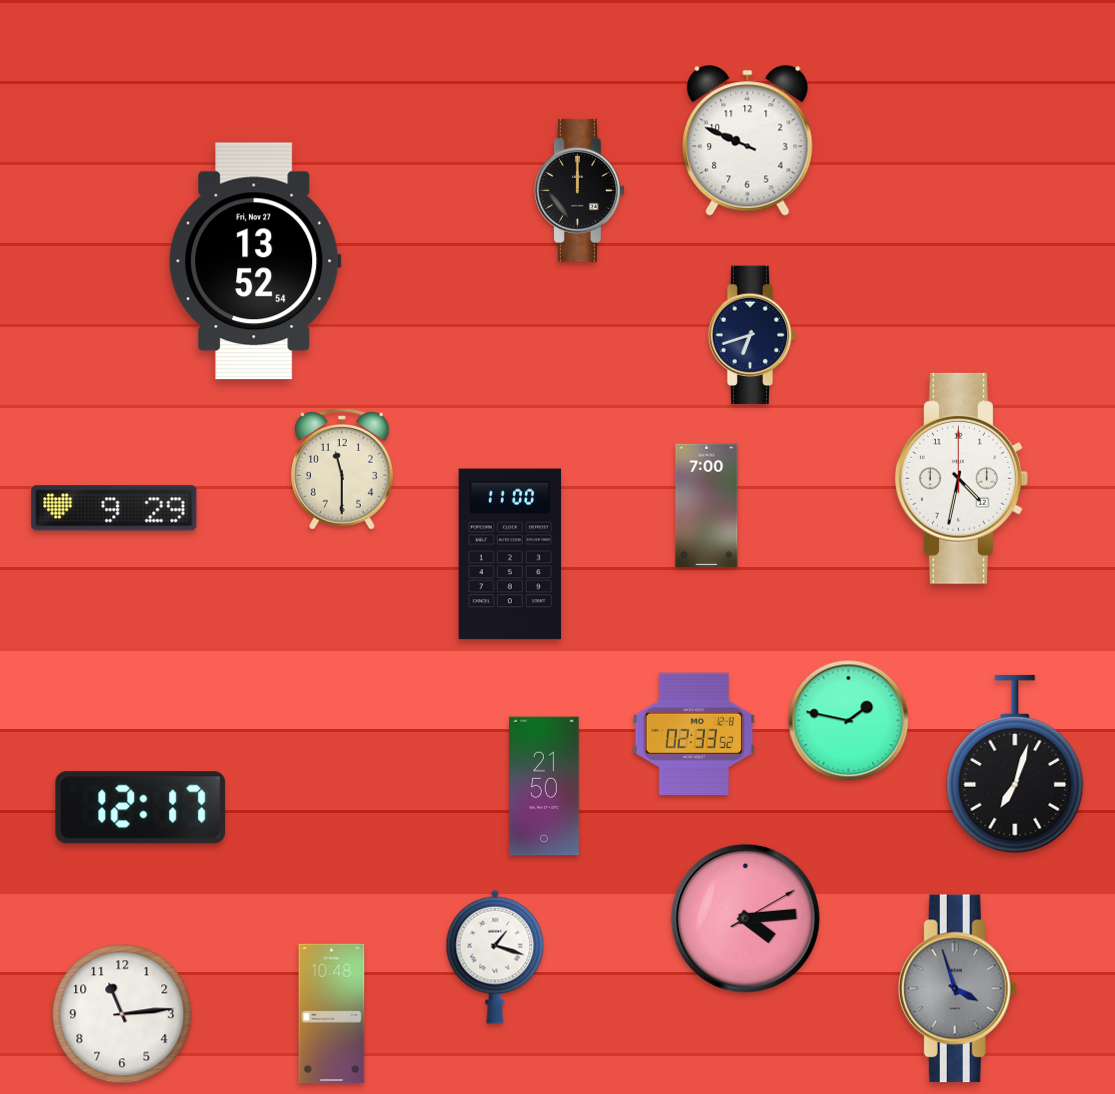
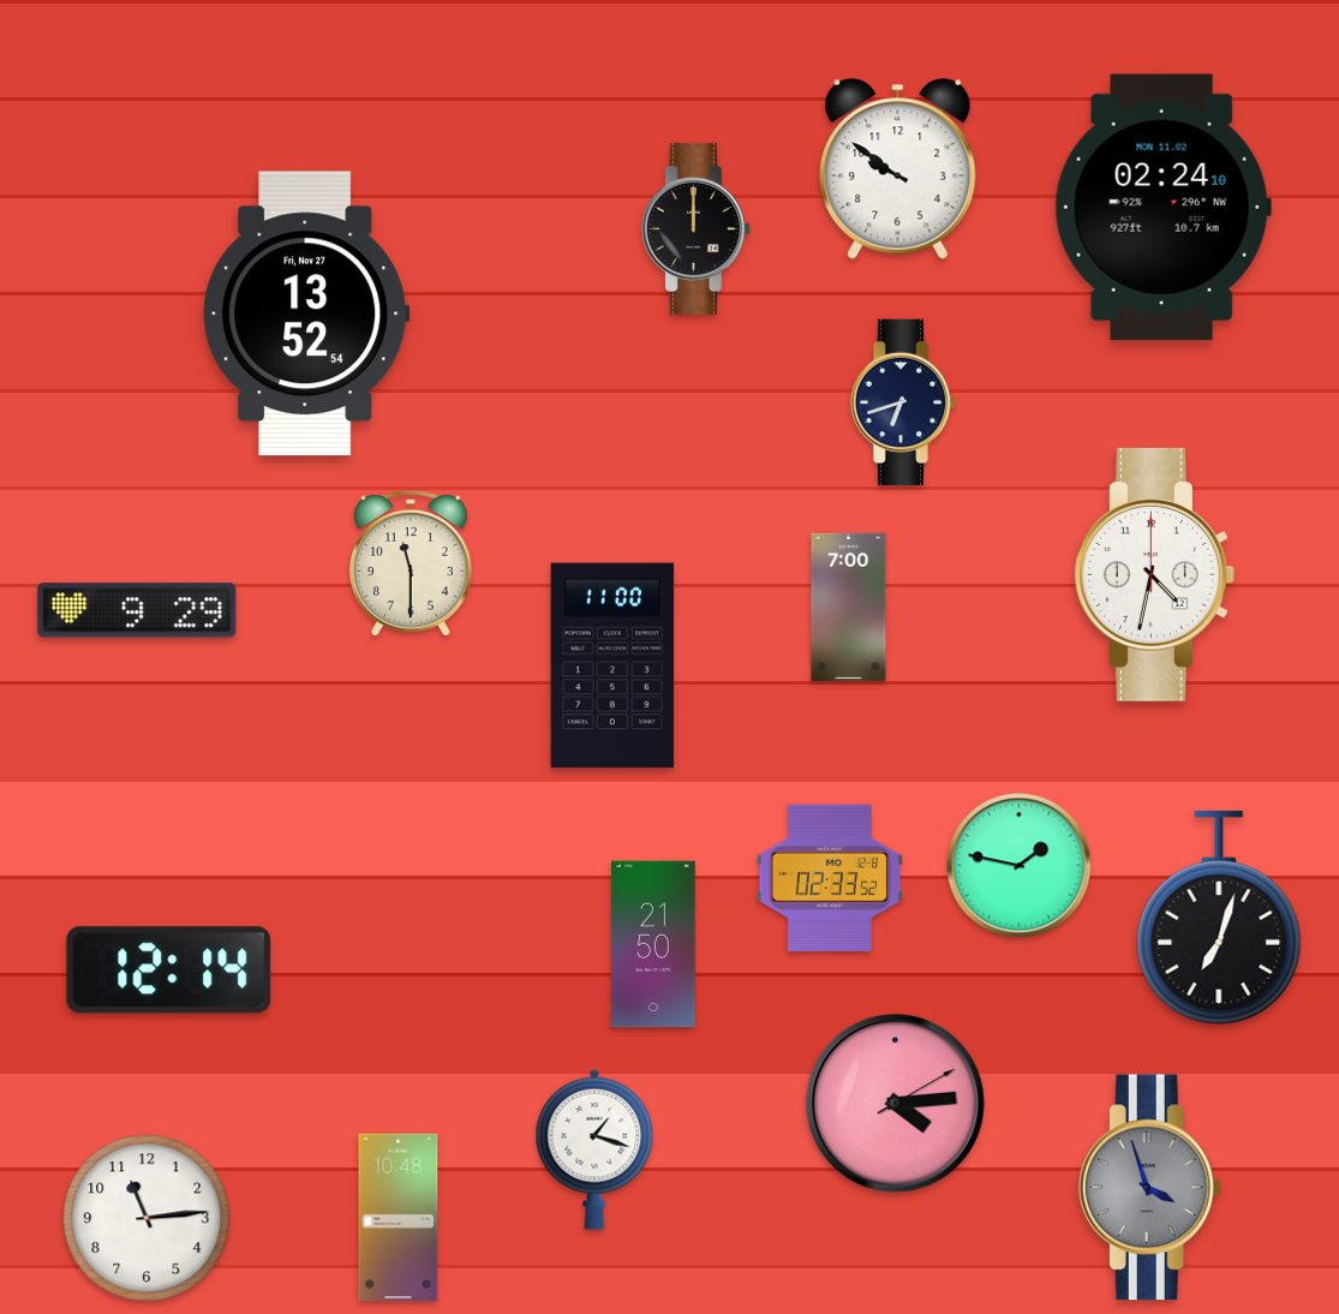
clock at (748, 141): 9:49 -> 9:51
clock at (1162, 208): none -> 02:24
clock at (693, 733) position: (693, 733) -> (829, 877)
clock at (141, 808): 12:17 -> 12:14
